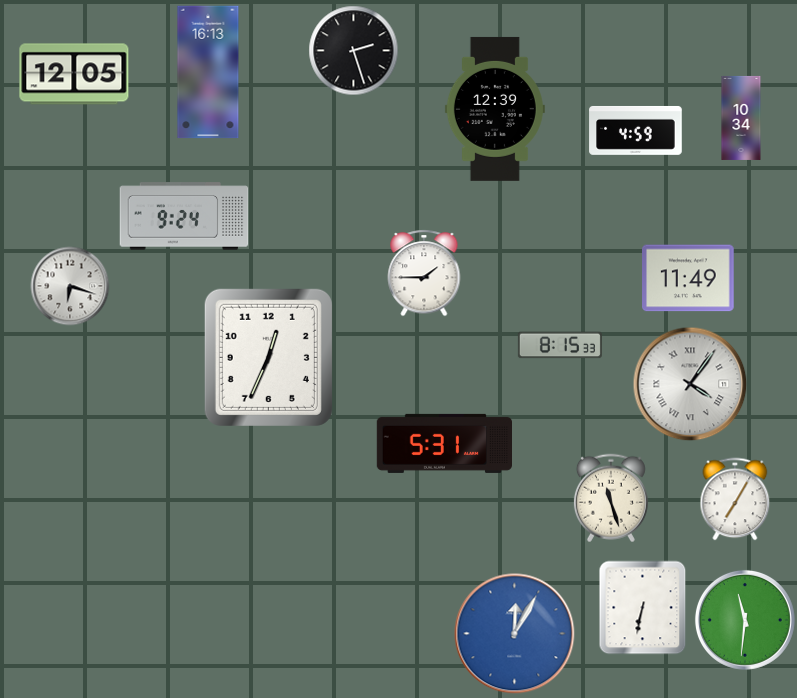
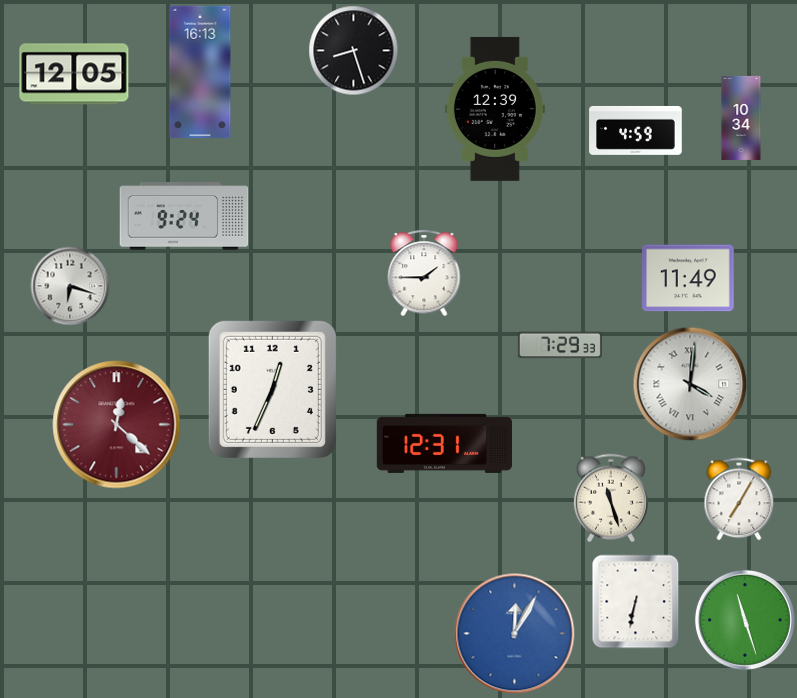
clock at (353, 50): 2:27 -> 8:27
clock at (208, 72) position: (208, 72) -> (200, 72)
clock at (560, 345): 8:15 -> 7:29
clock at (268, 357) position: (268, 357) -> (272, 389)
clock at (690, 384): 4:06 -> 4:01
clock at (117, 425): none -> 12:22
clock at (444, 443): 5:31 -> 12:31
clock at (735, 499) position: (735, 499) -> (739, 499)
clock at (643, 607) position: (643, 607) -> (636, 601)
clock at (745, 620): 11:31 -> 11:27
